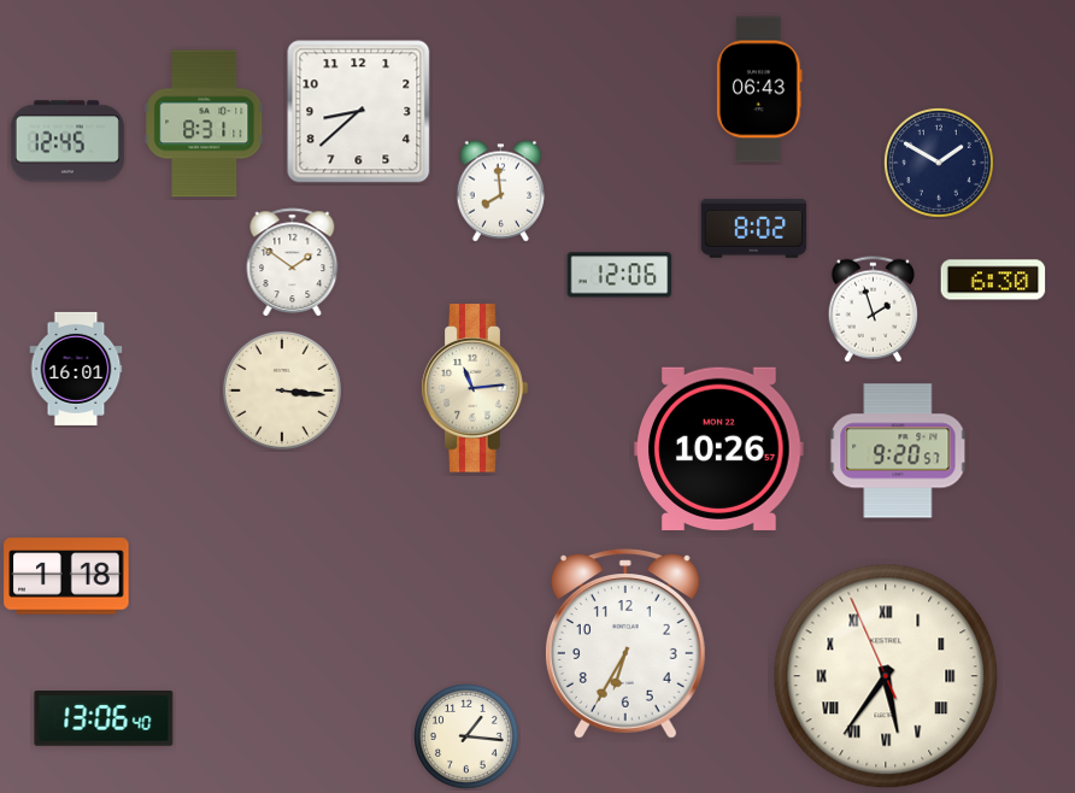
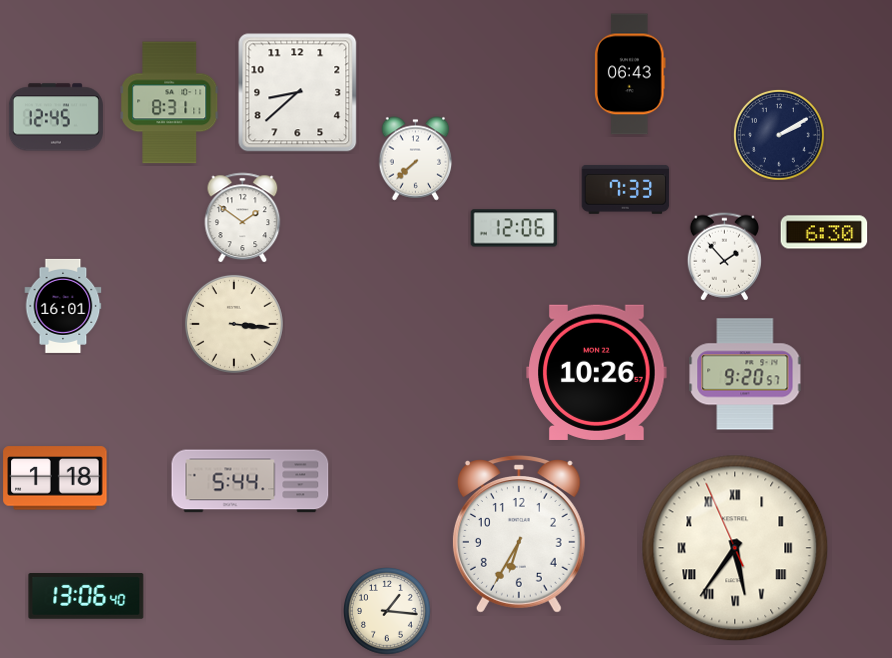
clock at (939, 163): 1:50 -> 2:10
clock at (501, 192): 7:59 -> 7:38
clock at (754, 228): 8:02 -> 7:33
clock at (873, 310): 1:57 -> 1:53
clock at (475, 388): 11:14 -> none
clock at (250, 481): none -> 5:44
clock at (886, 676) position: (886, 676) -> (735, 548)
